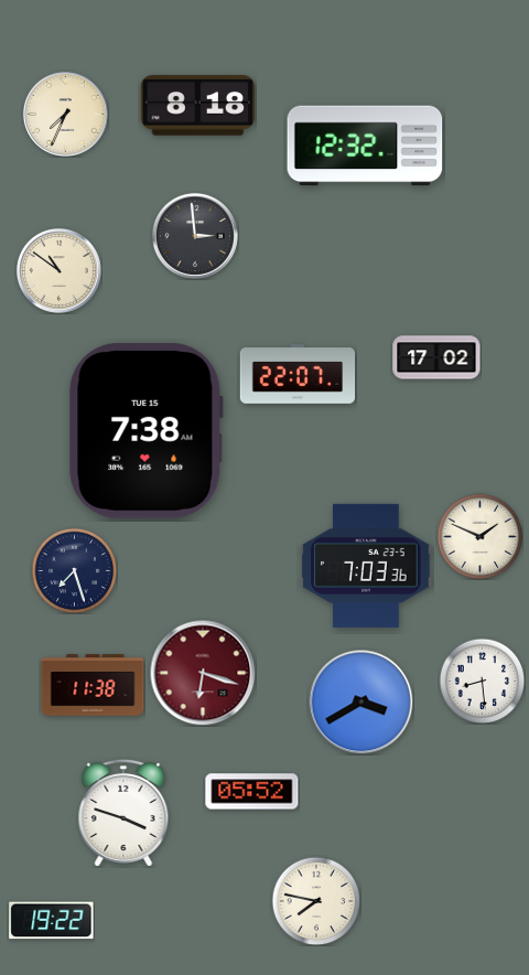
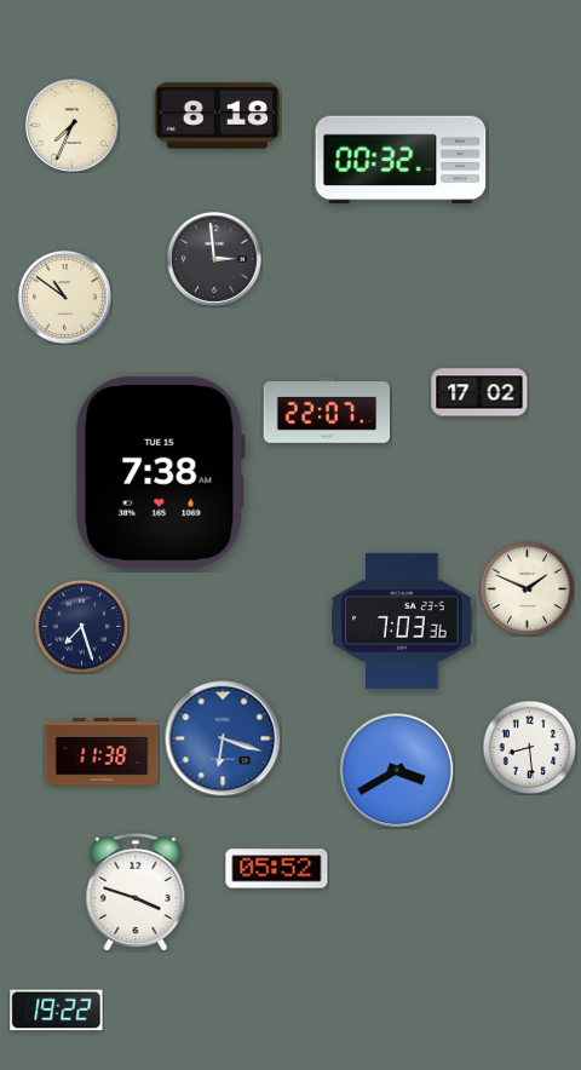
clock at (365, 146): 12:32 -> 00:32
clock at (203, 673) dial: burgundy -> blue
clock at (316, 901): 7:47 -> none
